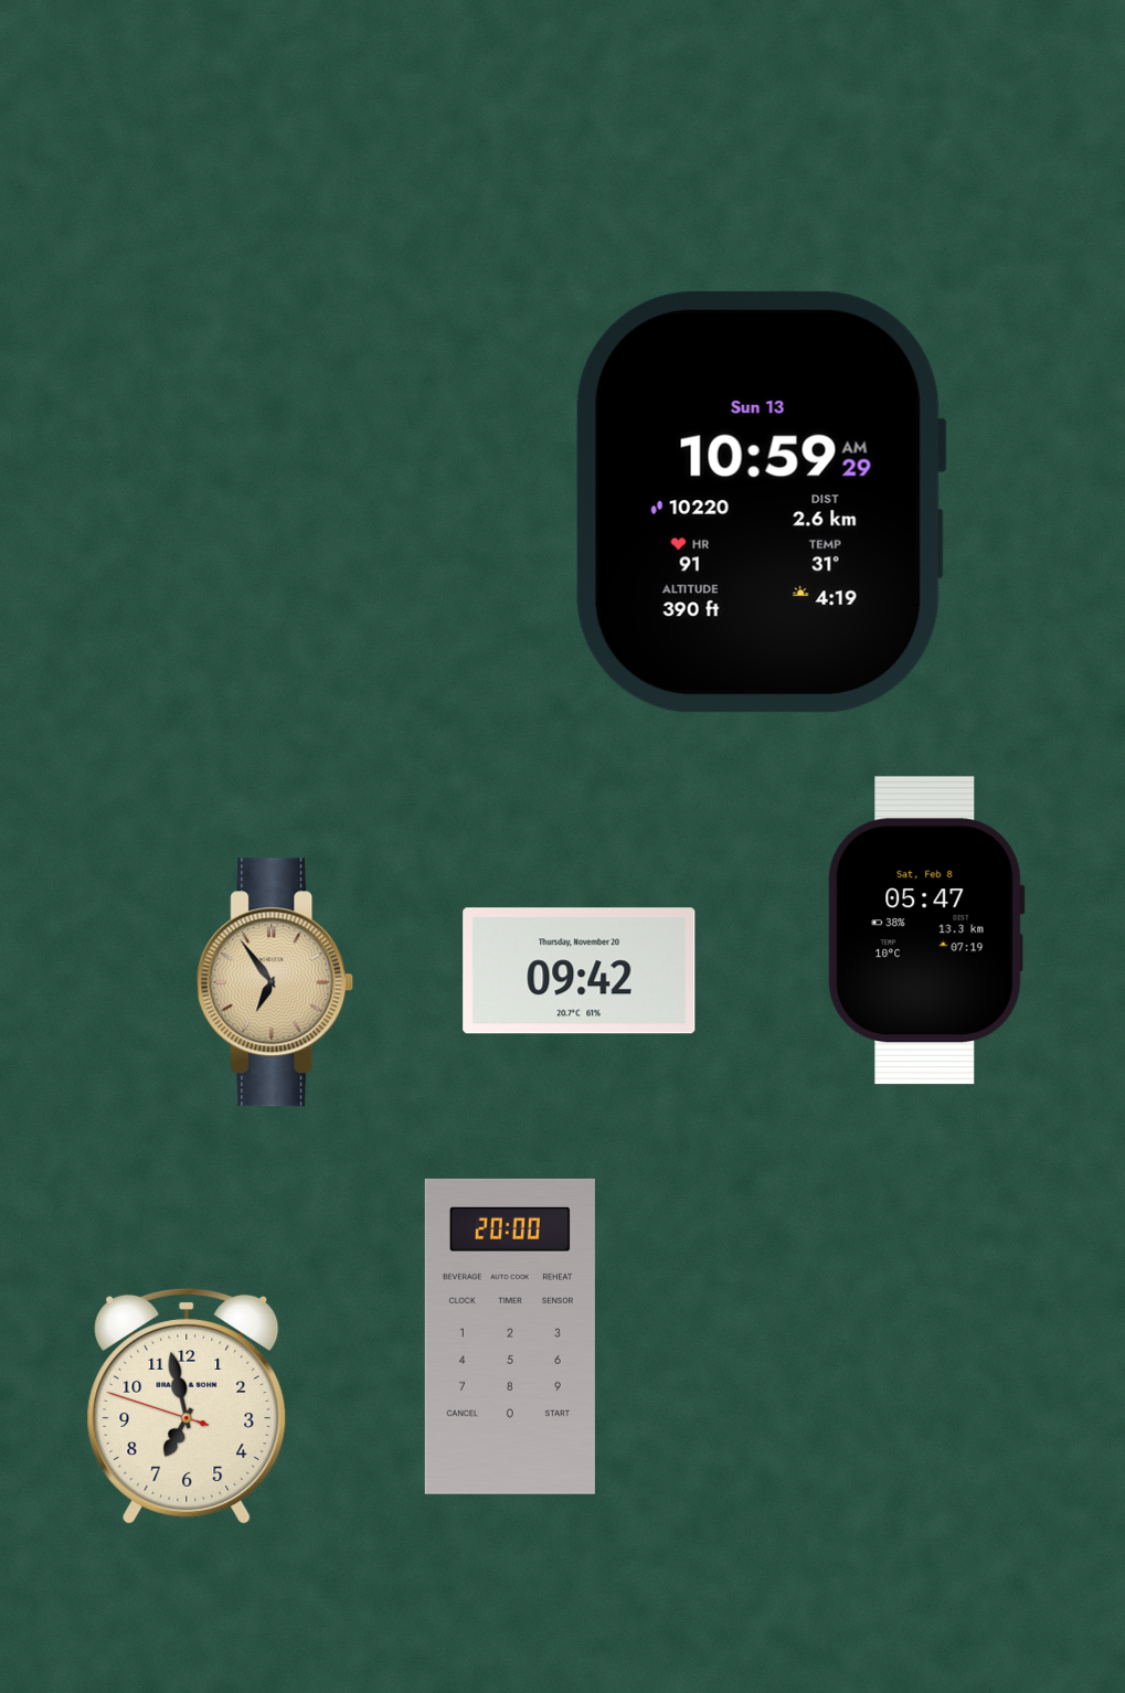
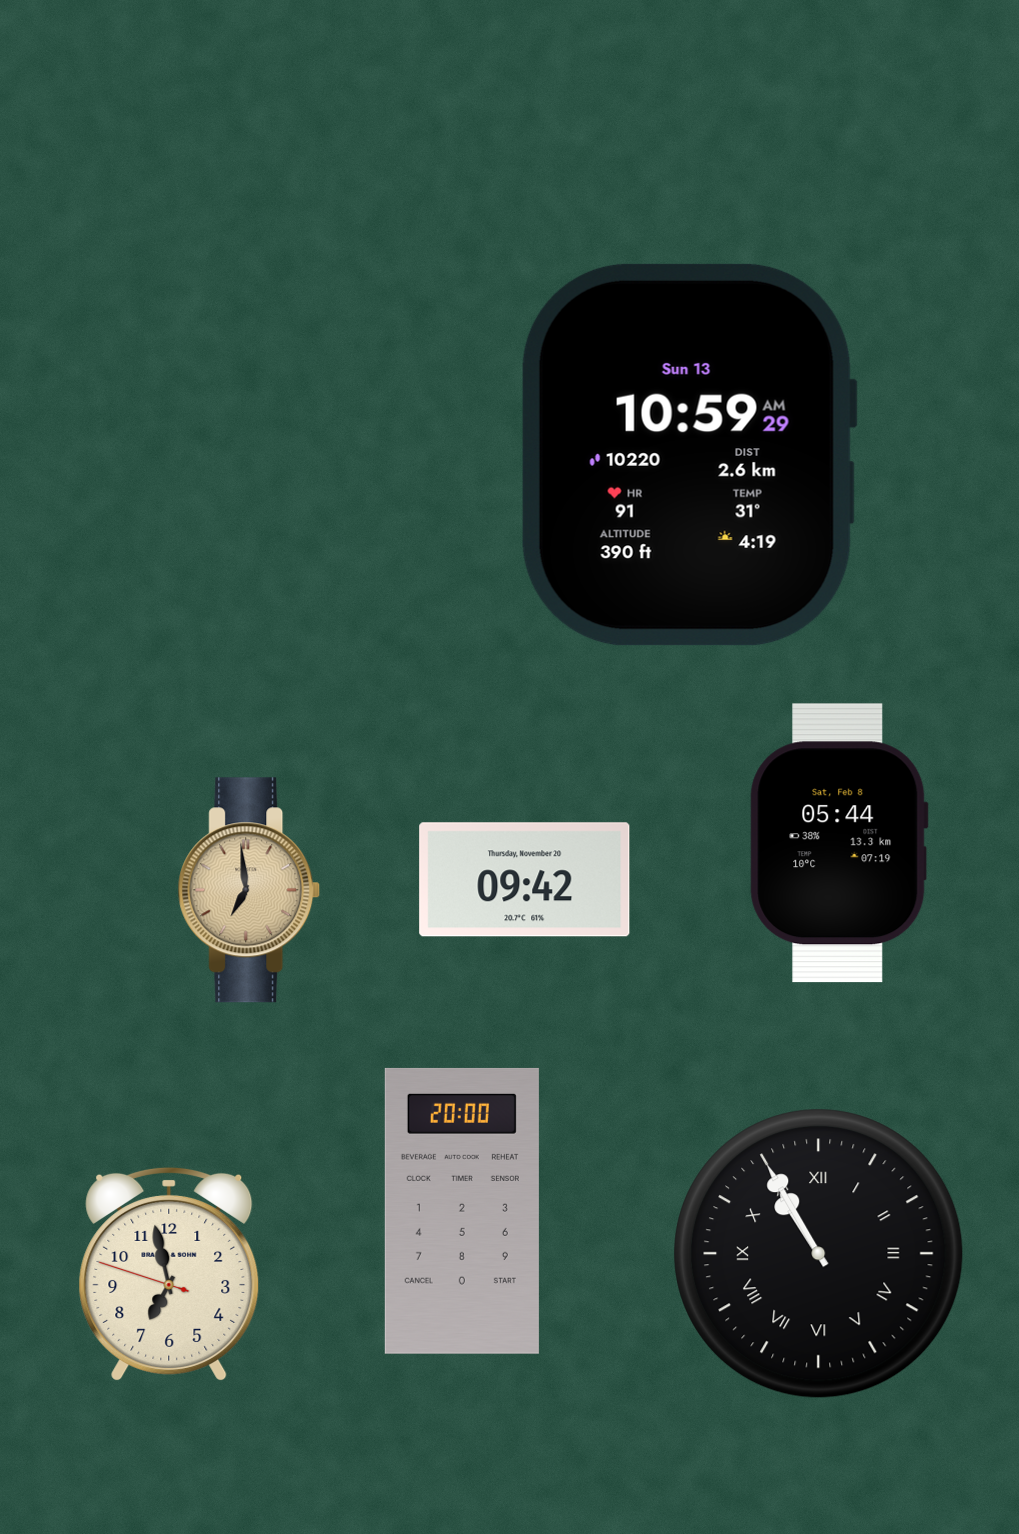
clock at (926, 930): 05:47 -> 05:44
clock at (275, 982): 6:54 -> 6:59
clock at (819, 1254): none -> 10:55
